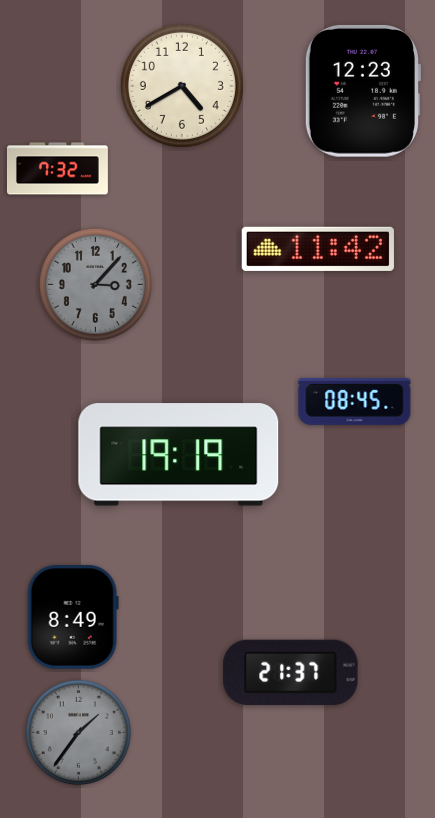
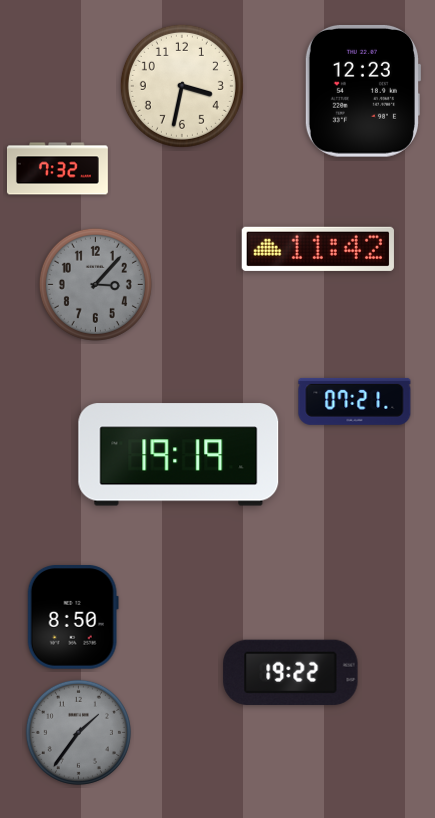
clock at (182, 86): 4:40 -> 3:32
clock at (355, 401): 08:45 -> 07:21
clock at (73, 617): 8:49 -> 8:50
clock at (291, 672): 21:37 -> 19:22
